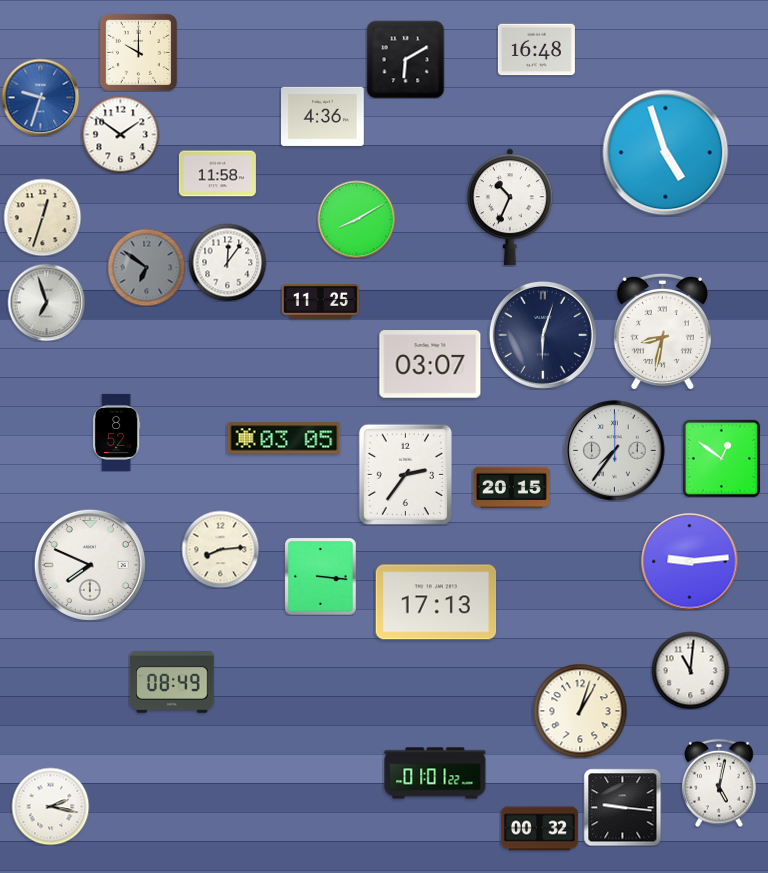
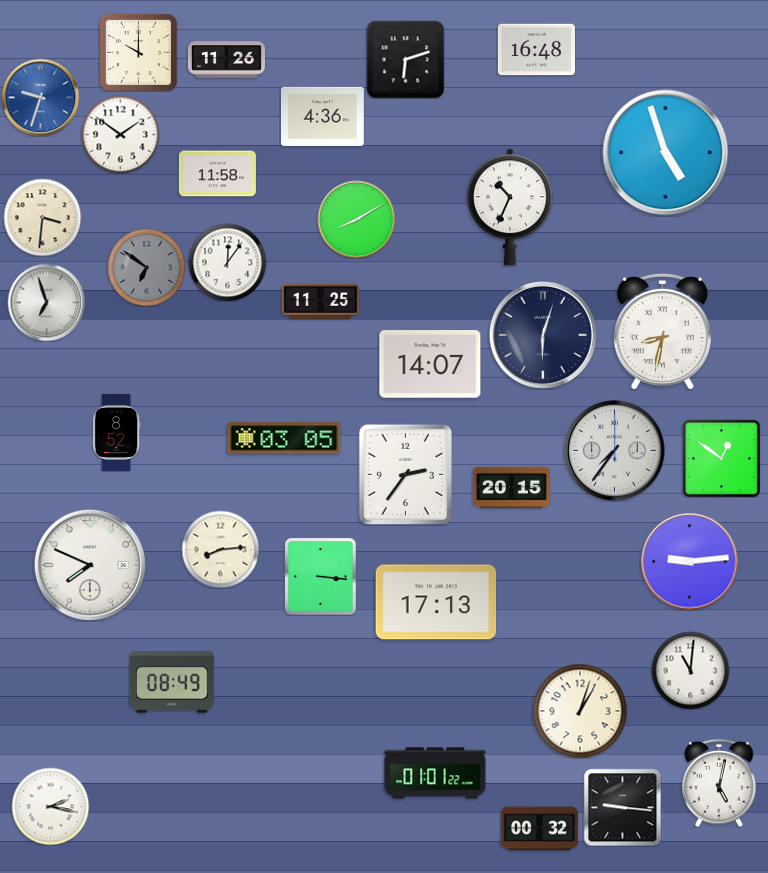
clock at (405, 59): 6:10 -> 6:12
clock at (226, 60): none -> 11:26
clock at (42, 217): 12:33 -> 3:31
clock at (430, 364): 03:07 -> 14:07
